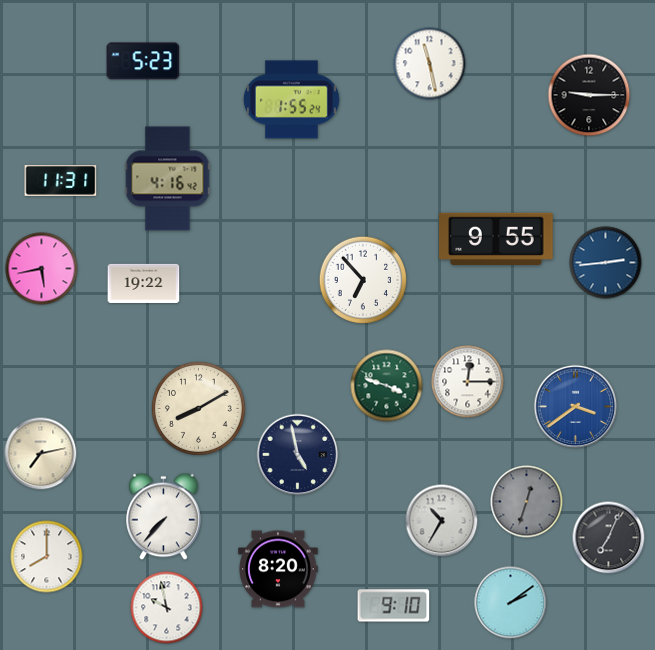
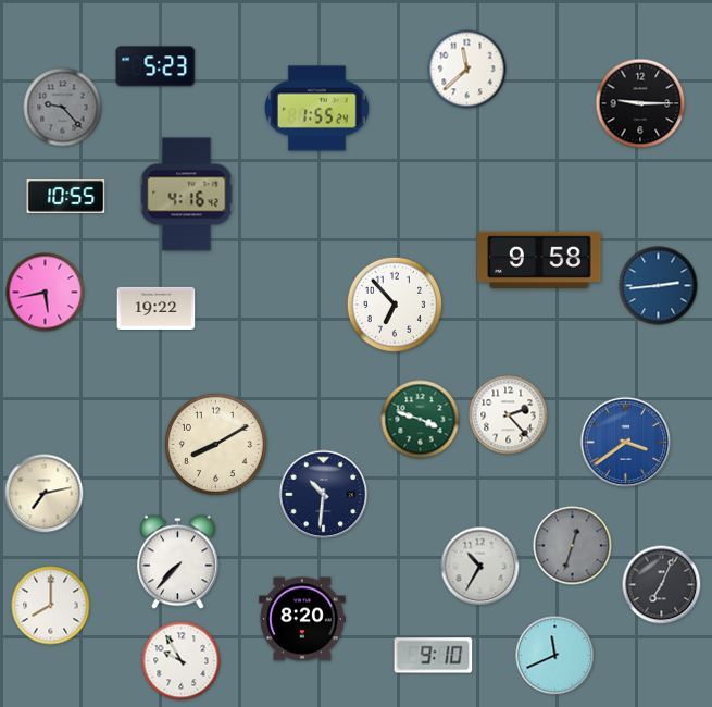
clock at (430, 64): 11:28 -> 11:38
clock at (63, 108): none -> 9:23
clock at (168, 179) position: (168, 179) -> (187, 195)
clock at (61, 180): 11:31 -> 10:55
clock at (496, 238): 9:55 -> 9:58
clock at (468, 382): 12:15 -> 2:23
clock at (298, 455): 4:58 -> 10:31
clock at (511, 603): 2:09 -> 11:41
clock at (394, 606) position: (394, 606) -> (434, 656)
clock at (167, 608): 9:58 -> 9:55
